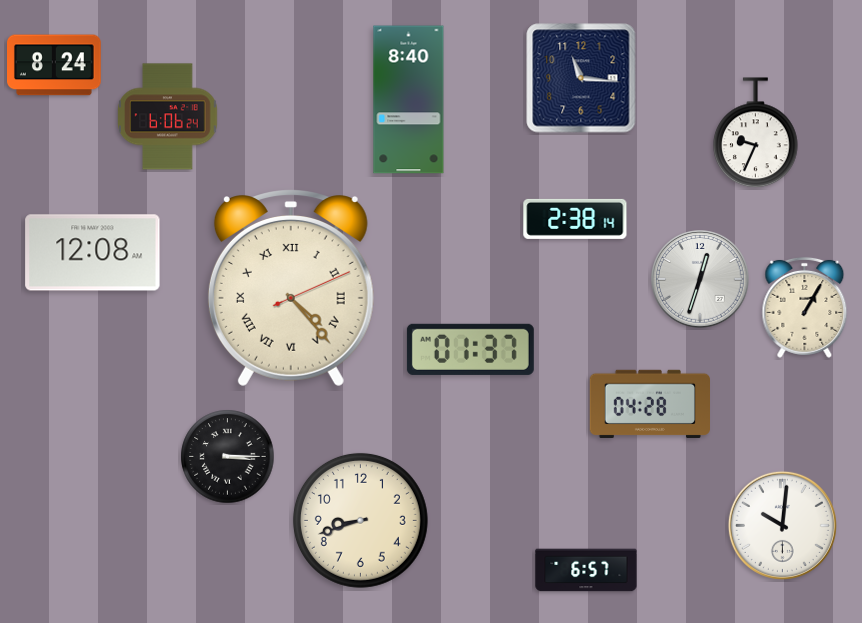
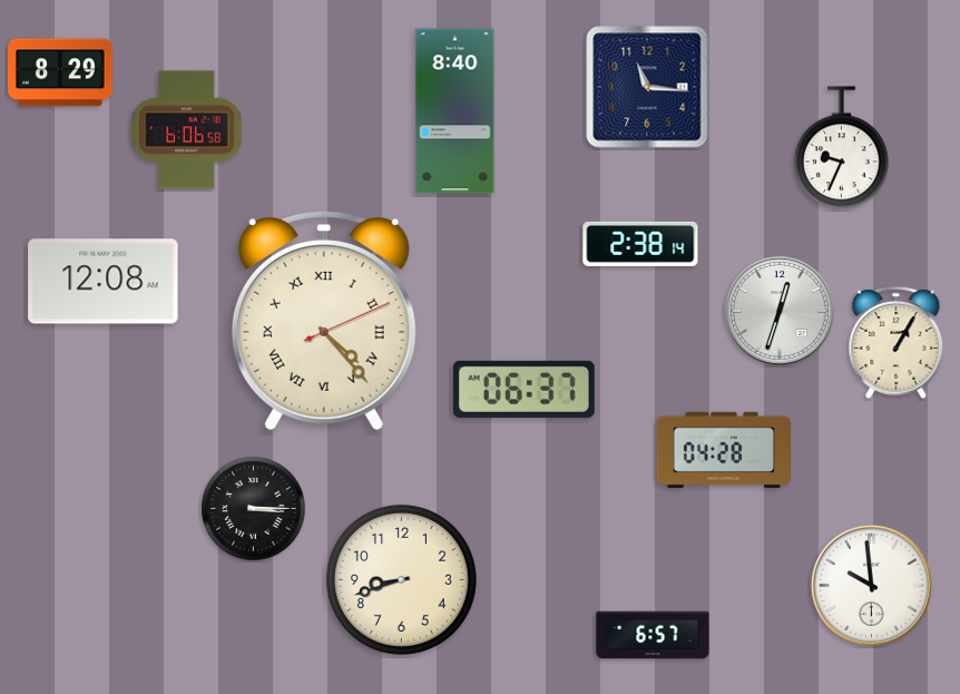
clock at (55, 65): 8:24 -> 8:29
clock at (168, 117): 6:06:24 -> 6:06:58
clock at (470, 349): 01:37 -> 06:37
clock at (782, 525): 10:01 -> 9:59
